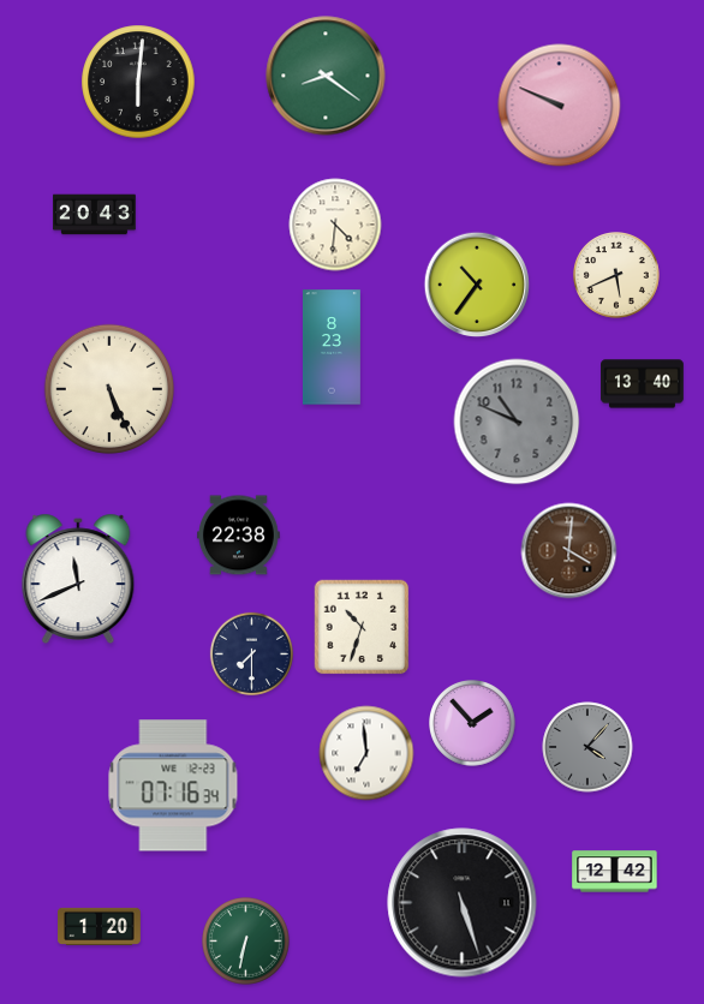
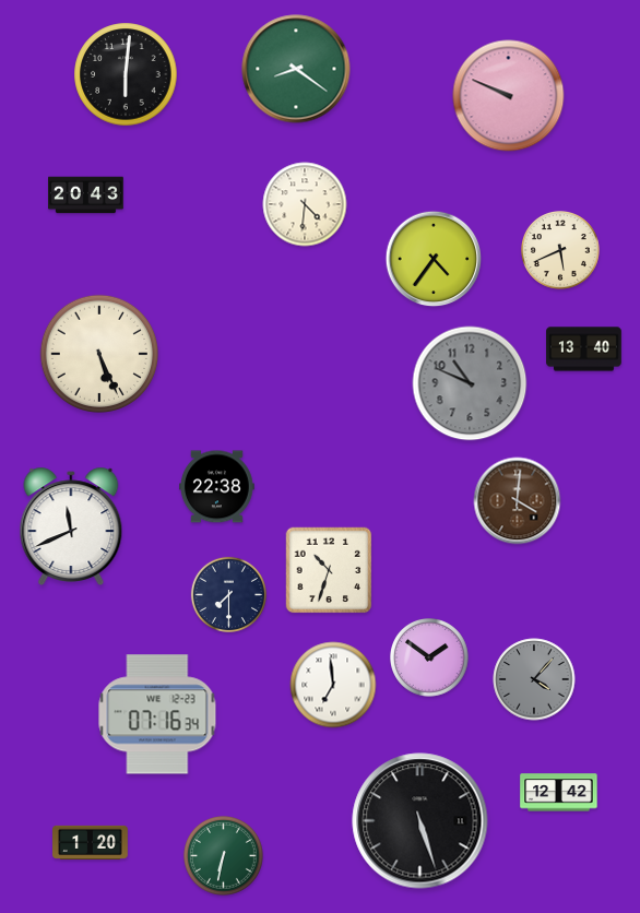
clock at (477, 285): 10:36 -> 4:36
clock at (332, 347): 8:23 -> none
clock at (473, 724): 1:53 -> 1:51
